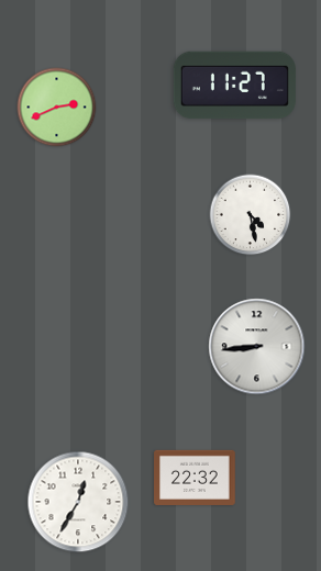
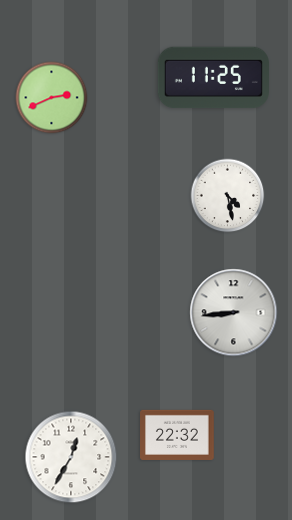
clock at (234, 86): 11:27 -> 11:25
clock at (257, 347) position: (257, 347) -> (234, 313)
